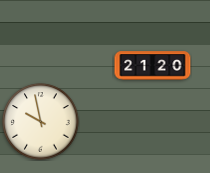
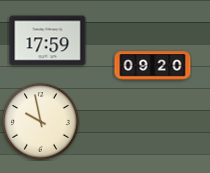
clock at (48, 41): none -> 17:59
clock at (153, 66): 21:20 -> 09:20
